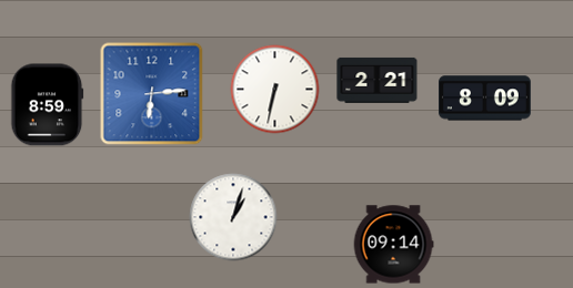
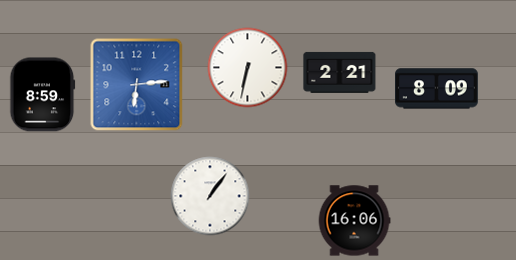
clock at (275, 90) position: (275, 90) -> (248, 68)
clock at (233, 217): 1:03 -> 1:06
clock at (393, 245): 09:14 -> 16:06
